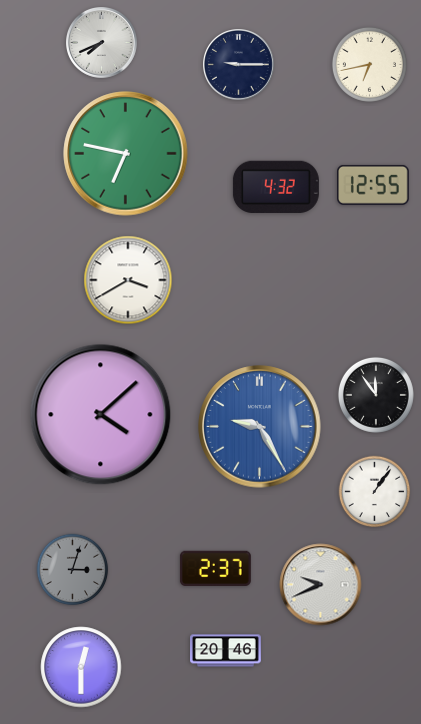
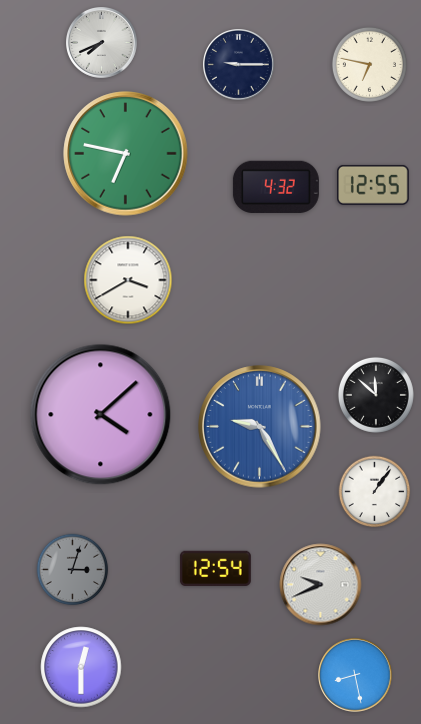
clock at (369, 64): 6:43 -> 6:47
clock at (376, 395): 11:54 -> 11:52
clock at (215, 568): 2:37 -> 12:54
clock at (226, 651): 20:46 -> none
clock at (355, 675): none -> 8:28
